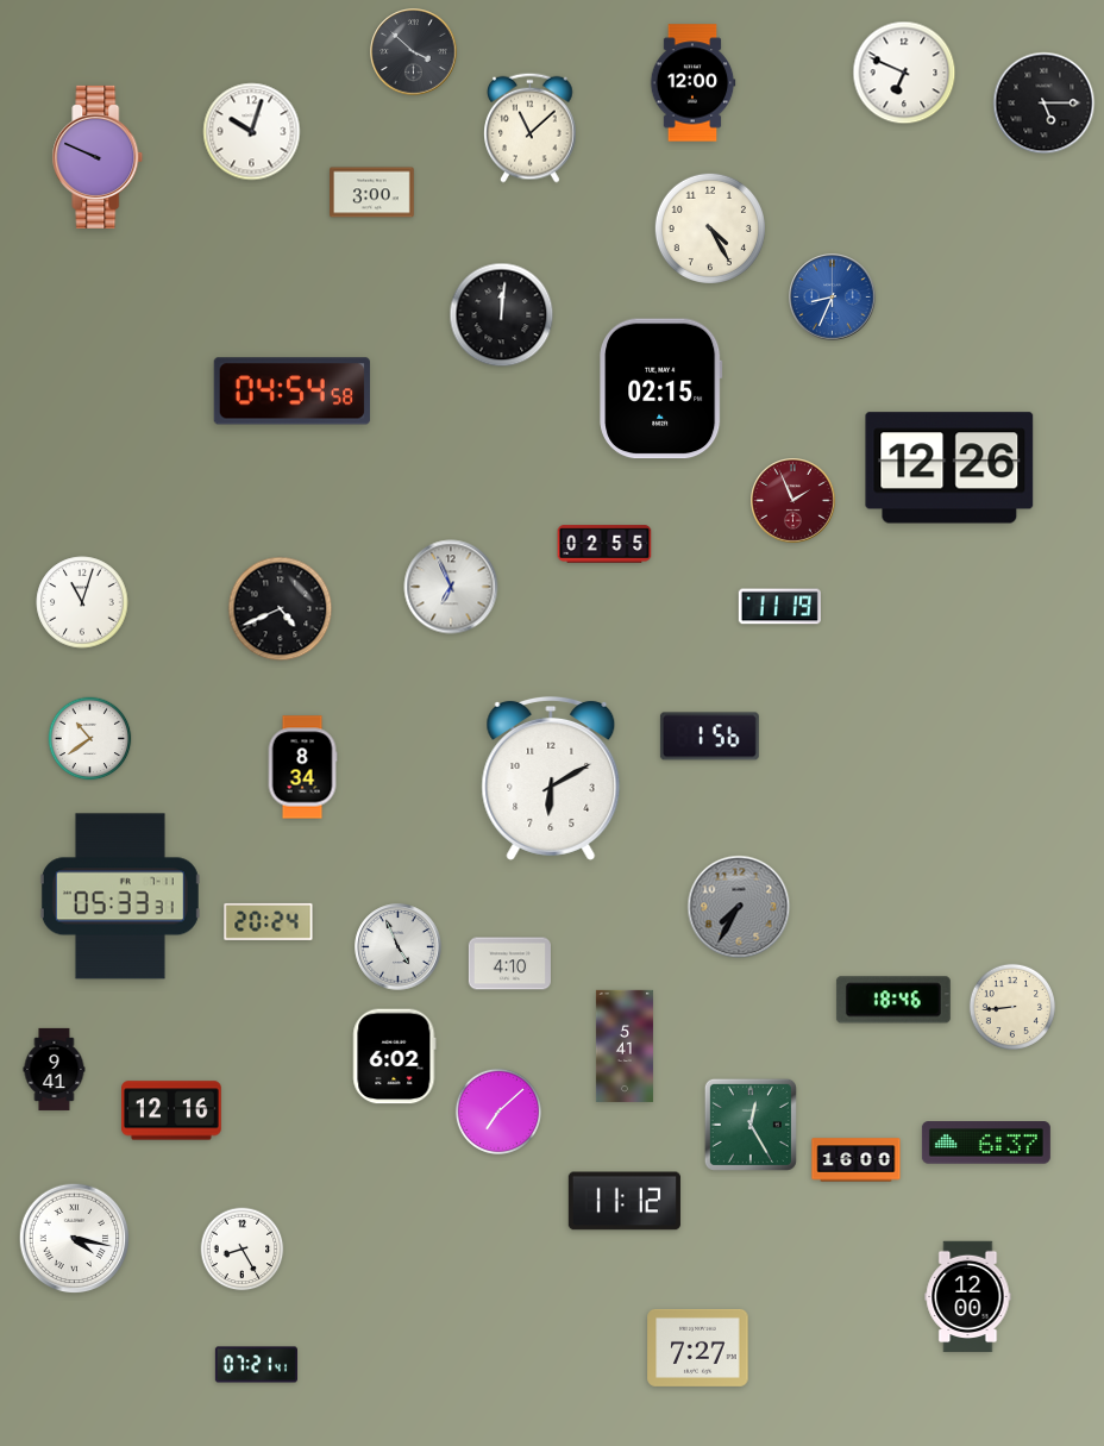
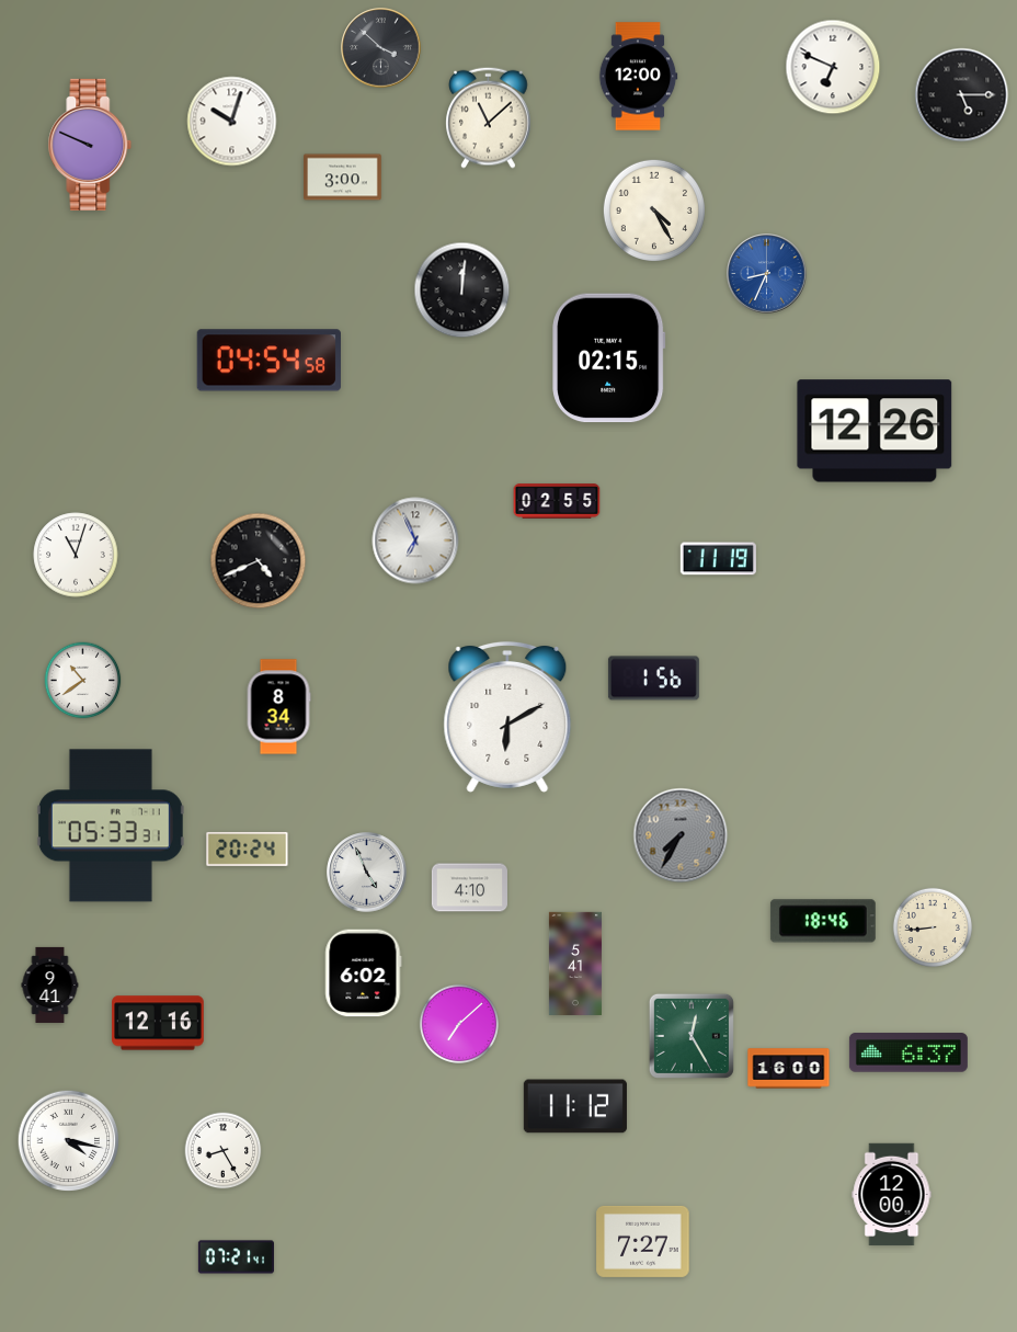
clock at (793, 501): 1:56 -> none
